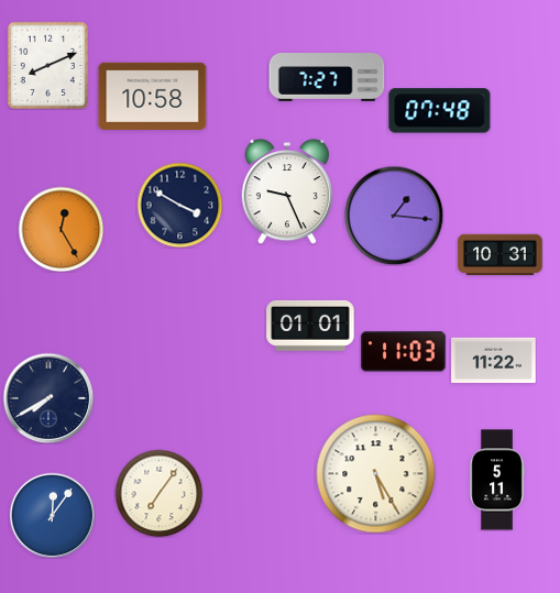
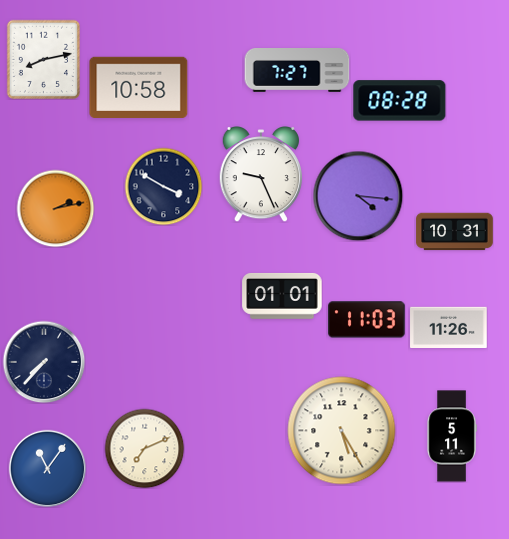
clock at (47, 65): 8:11 -> 8:13
clock at (440, 111): 07:48 -> 08:28
clock at (394, 216): 1:16 -> 4:16
clock at (61, 229): 12:25 -> 2:13
clock at (494, 360): 11:22 -> 11:26
clock at (48, 398): 7:40 -> 7:37
clock at (158, 493): 7:06 -> 7:11
clock at (52, 515): 12:06 -> 11:06
